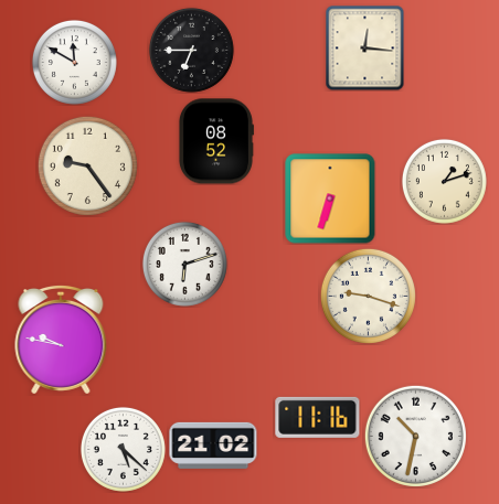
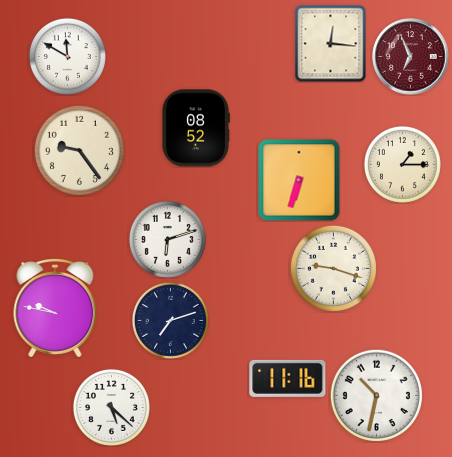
clock at (191, 50): 6:45 -> none
clock at (411, 57): none -> 6:56
clock at (444, 181): 1:12 -> 1:15
clock at (170, 320): none -> 7:12
clock at (213, 446): 21:02 -> none
